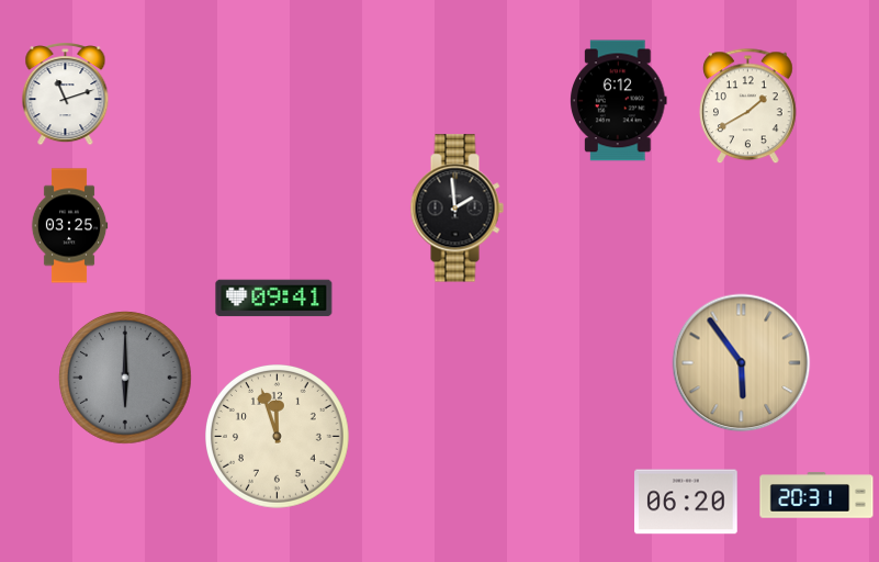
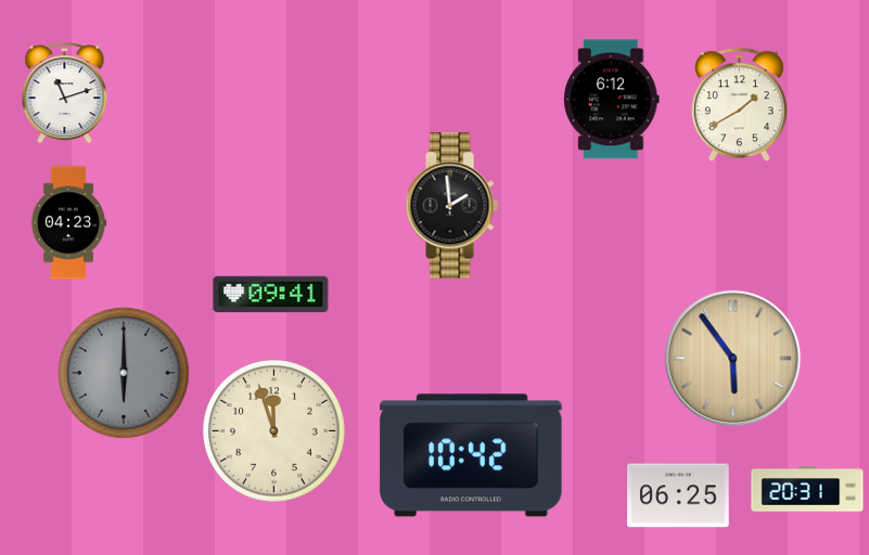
clock at (69, 226): 03:25 -> 04:23
clock at (471, 455): none -> 10:42
clock at (686, 502): 06:20 -> 06:25
